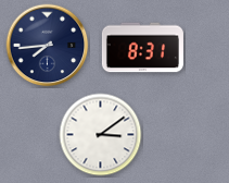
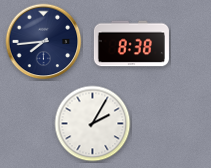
clock at (142, 48): 8:31 -> 8:38
clock at (101, 135): 3:09 -> 2:05
